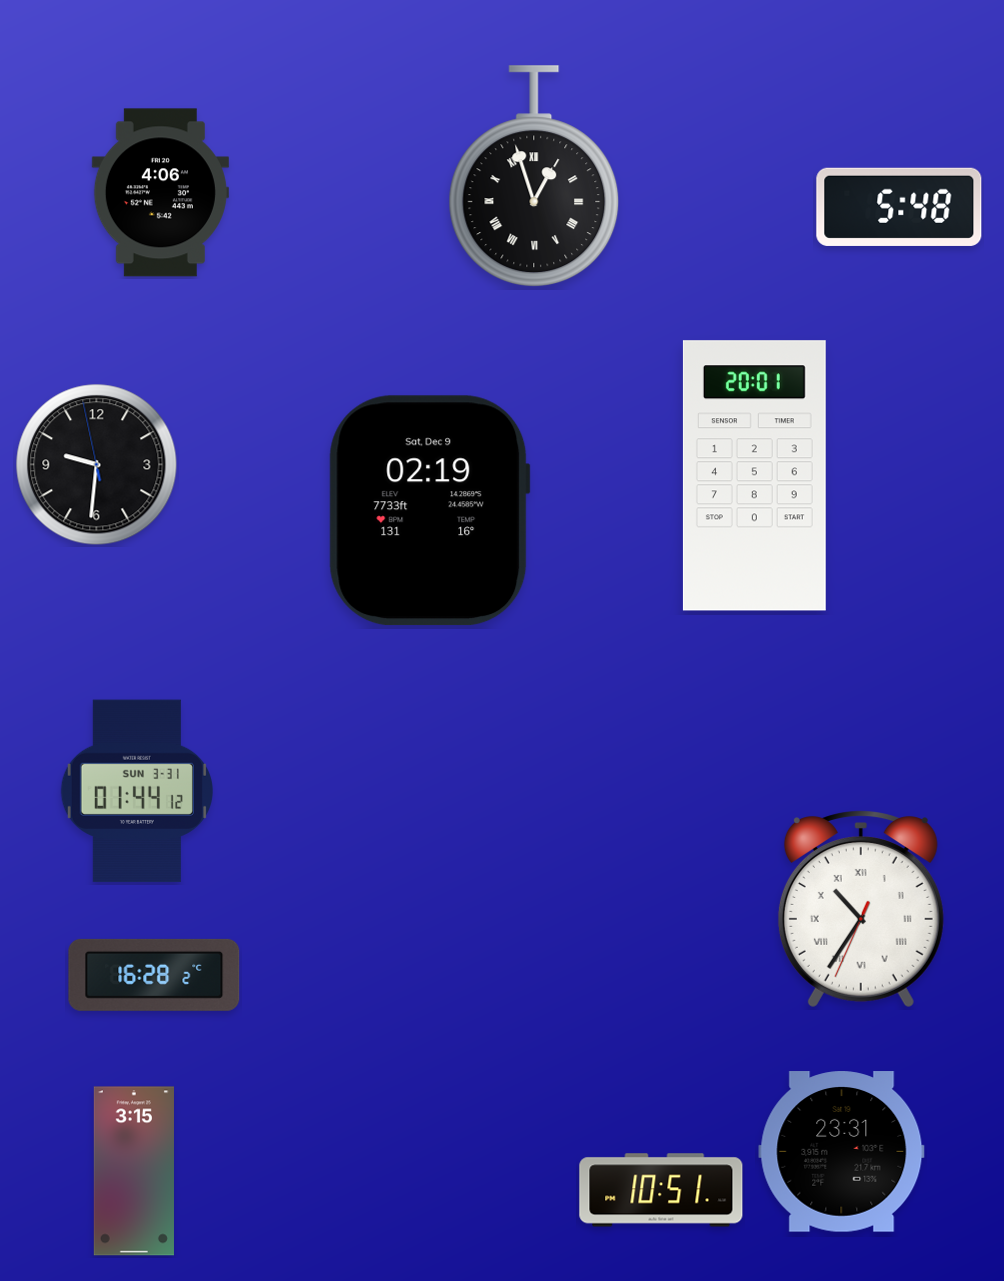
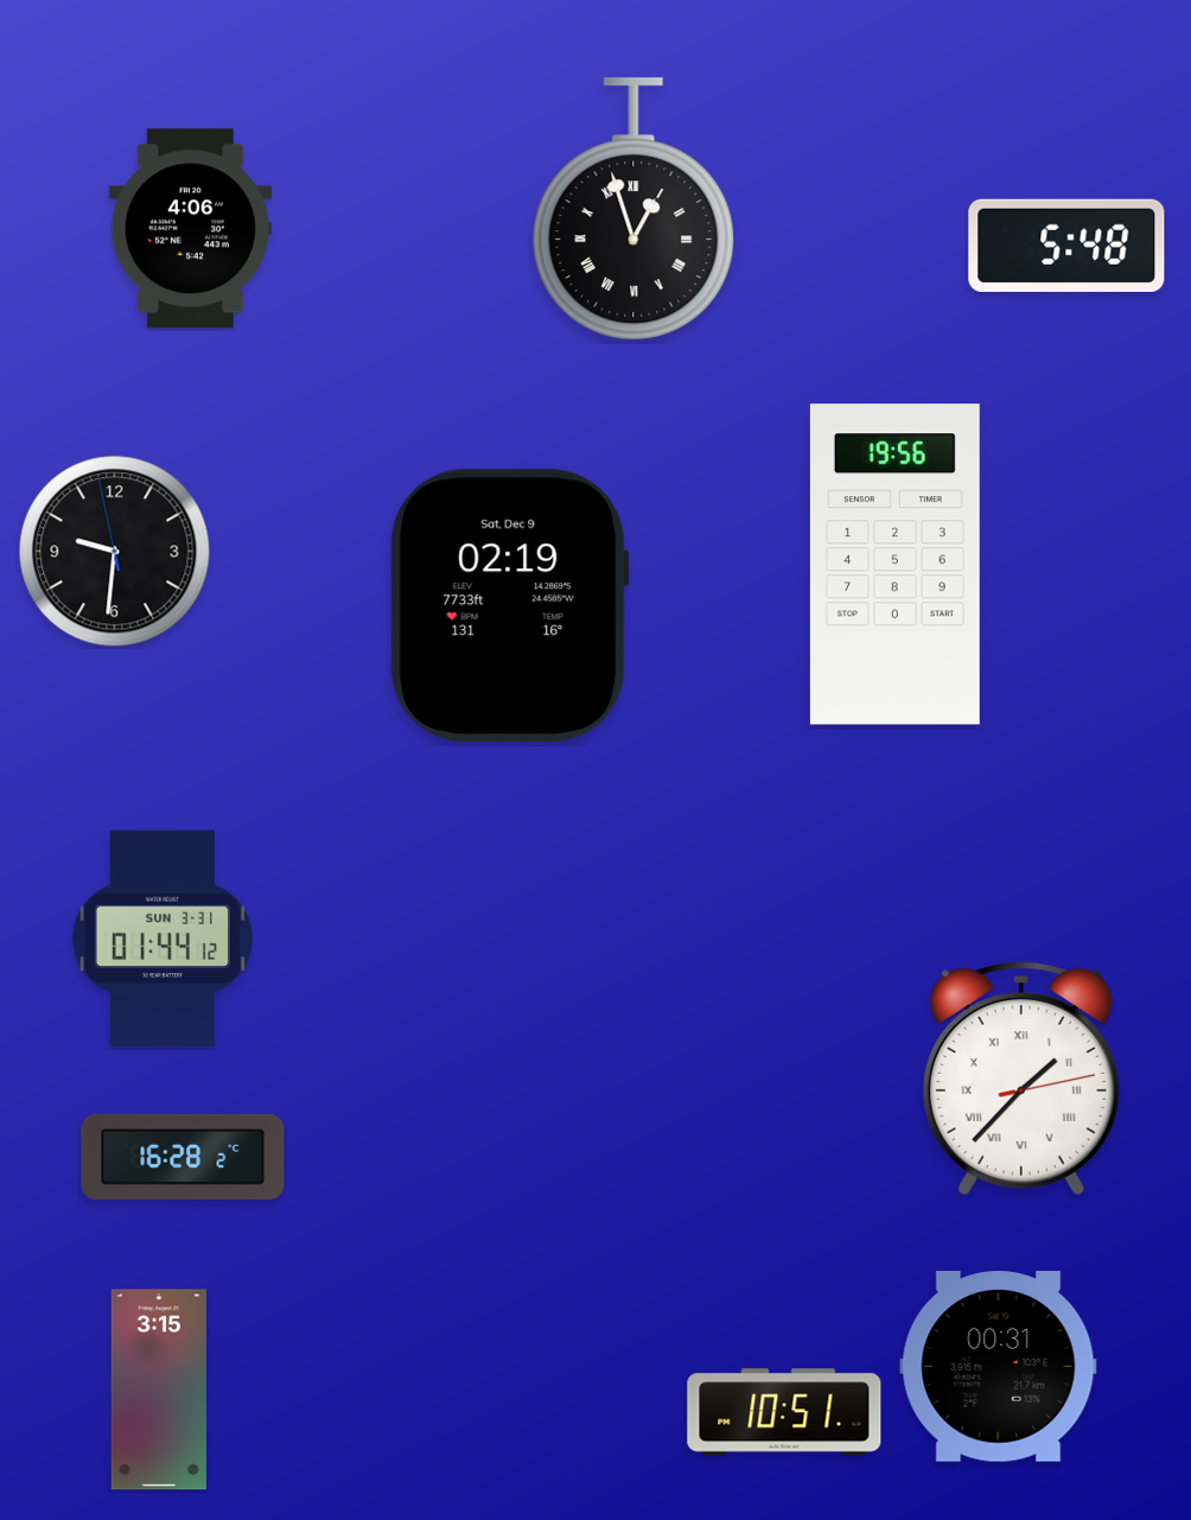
clock at (754, 476): 20:01 -> 19:56
clock at (861, 909): 10:35 -> 1:37
clock at (842, 1152): 23:31 -> 00:31
